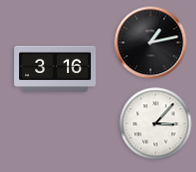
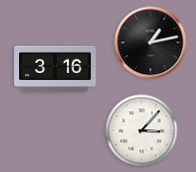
clock at (156, 124) position: (156, 124) -> (142, 131)
